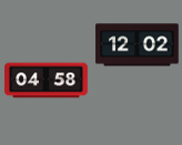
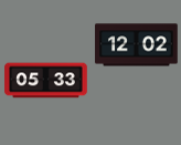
clock at (47, 81): 04:58 -> 05:33
